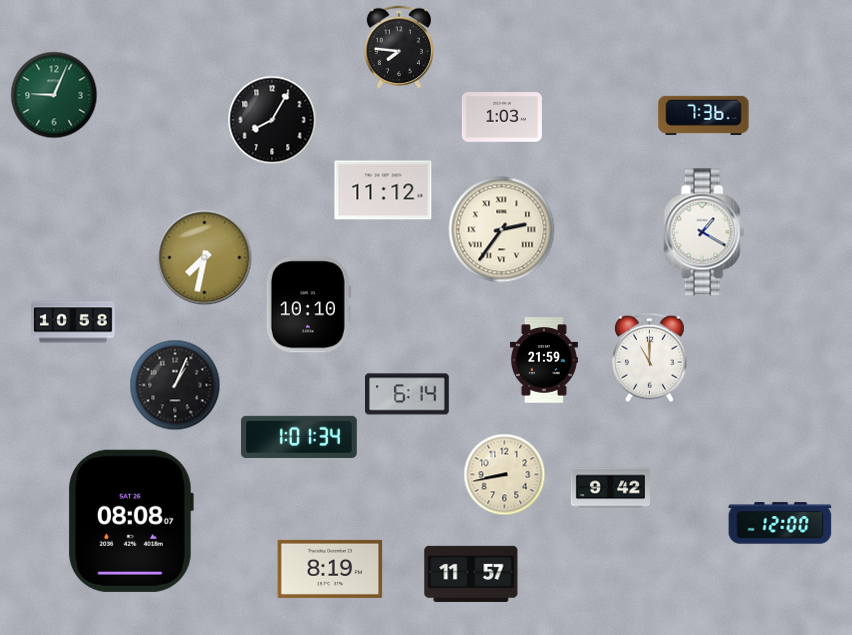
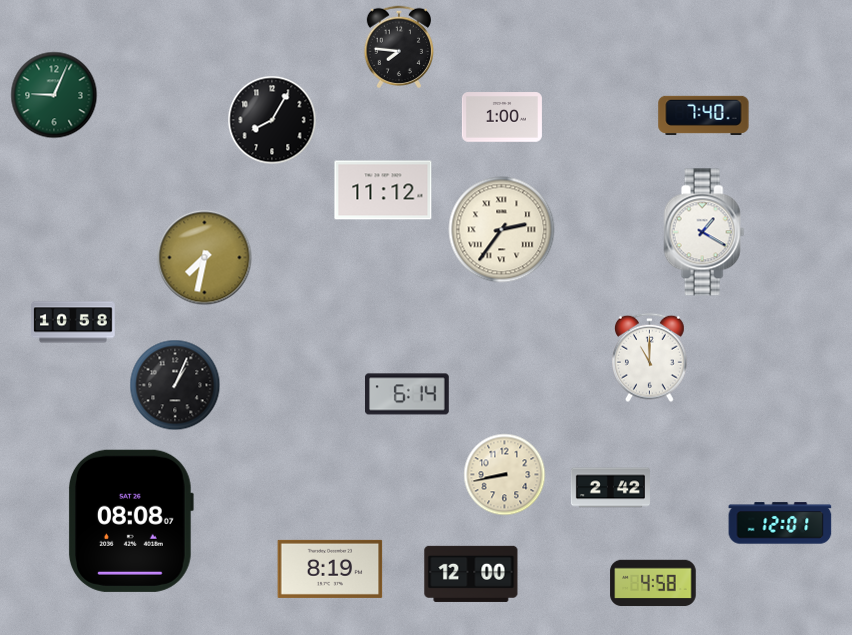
clock at (704, 115): 7:36 -> 7:40
clock at (502, 117): 1:03 -> 1:00
clock at (308, 305): 10:10 -> none
clock at (544, 360): 21:59 -> none
clock at (300, 437): 1:01 -> none
clock at (610, 488): 9:42 -> 2:42
clock at (780, 523): 12:00 -> 12:01
clock at (471, 574): 11:57 -> 12:00
clock at (653, 583): none -> 4:58
